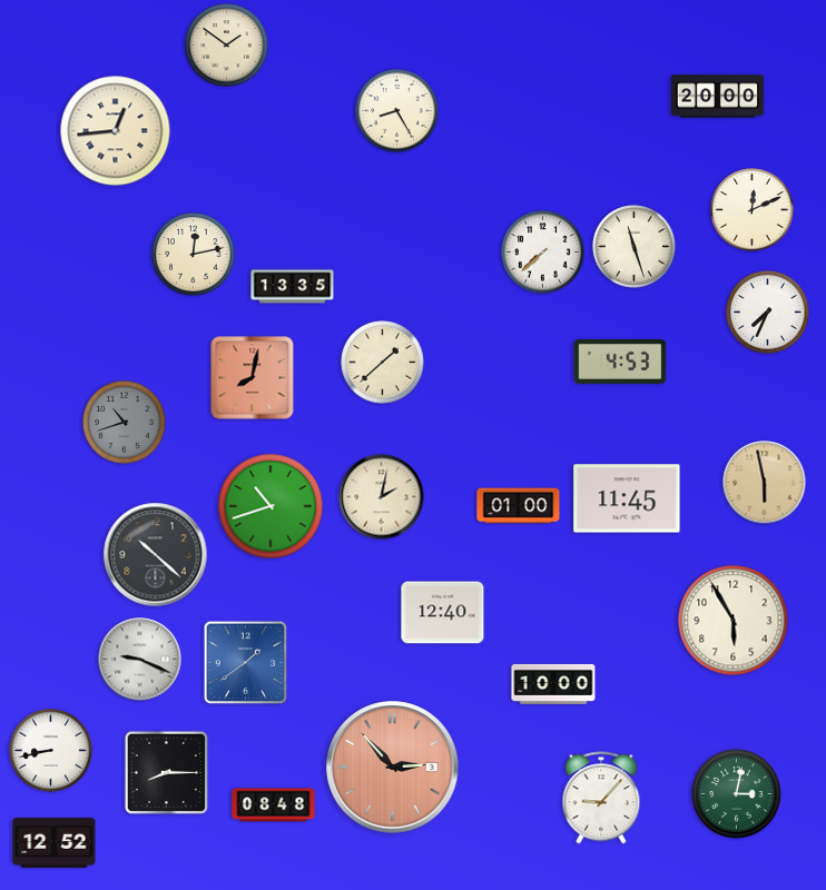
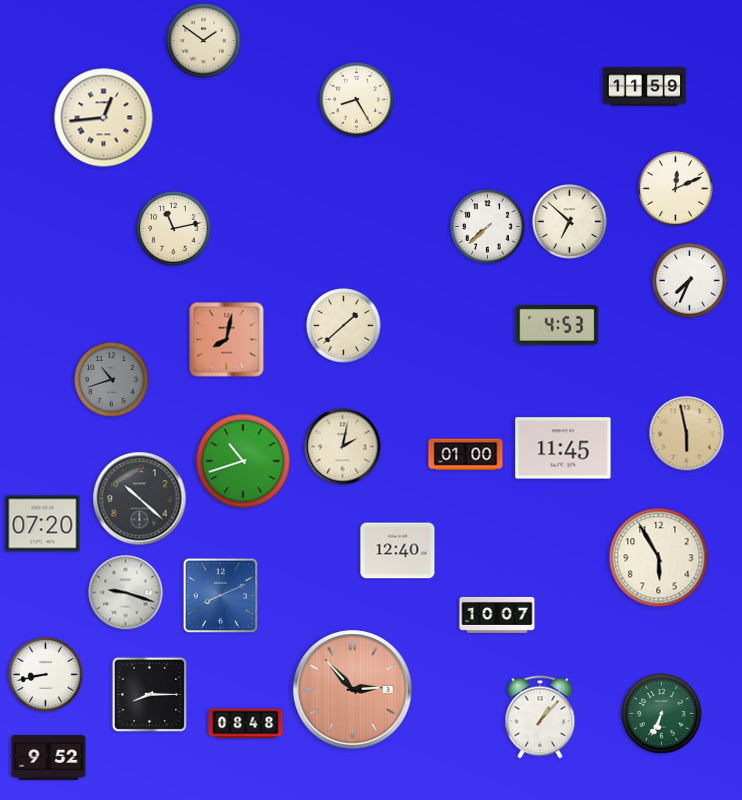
clock at (718, 97): 20:00 -> 11:59
clock at (635, 247): 11:27 -> 6:52
clock at (194, 255): 12:13 -> 11:13
clock at (293, 287): 13:35 -> none
clock at (271, 506) position: (271, 506) -> (243, 461)
clock at (43, 524): none -> 07:20
clock at (140, 660): 9:19 -> 9:18
clock at (246, 663): 1:39 -> 8:11
clock at (553, 684): 10:00 -> 10:07
clock at (737, 794): 3:02 -> 6:34
clock at (601, 798): 9:07 -> 1:07
clock at (55, 843): 12:52 -> 9:52
